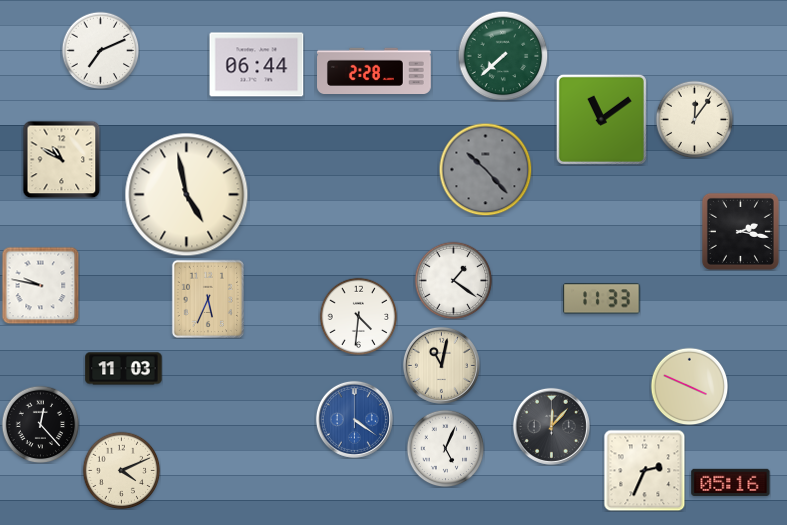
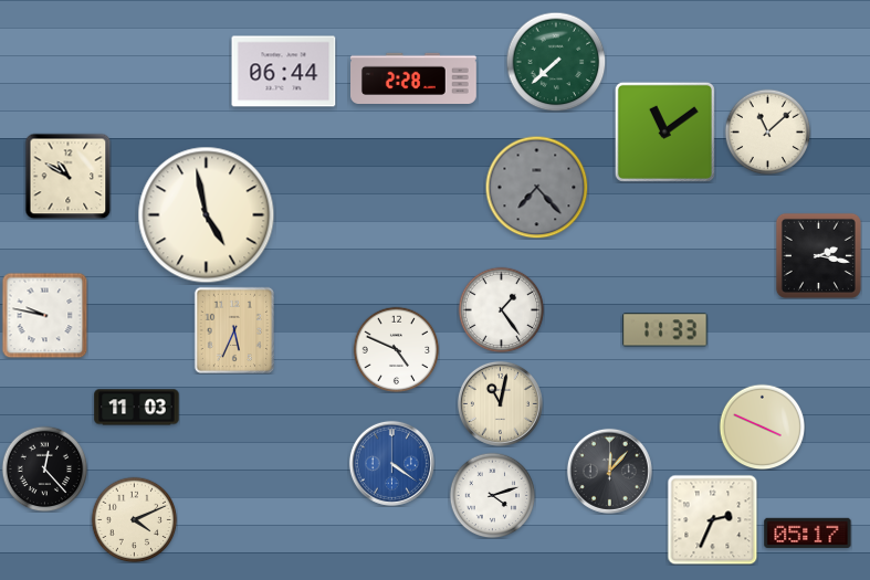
clock at (100, 50): 7:11 -> none
clock at (694, 119): 12:06 -> 11:08
clock at (485, 169): 10:23 -> 7:23
clock at (453, 280): 1:21 -> 1:24
clock at (208, 299) position: (208, 299) -> (234, 330)
clock at (358, 316): 4:31 -> 4:49
clock at (441, 365) position: (441, 365) -> (500, 403)
clock at (445, 448): 5:04 -> 4:12
clock at (731, 482): 05:16 -> 05:17
